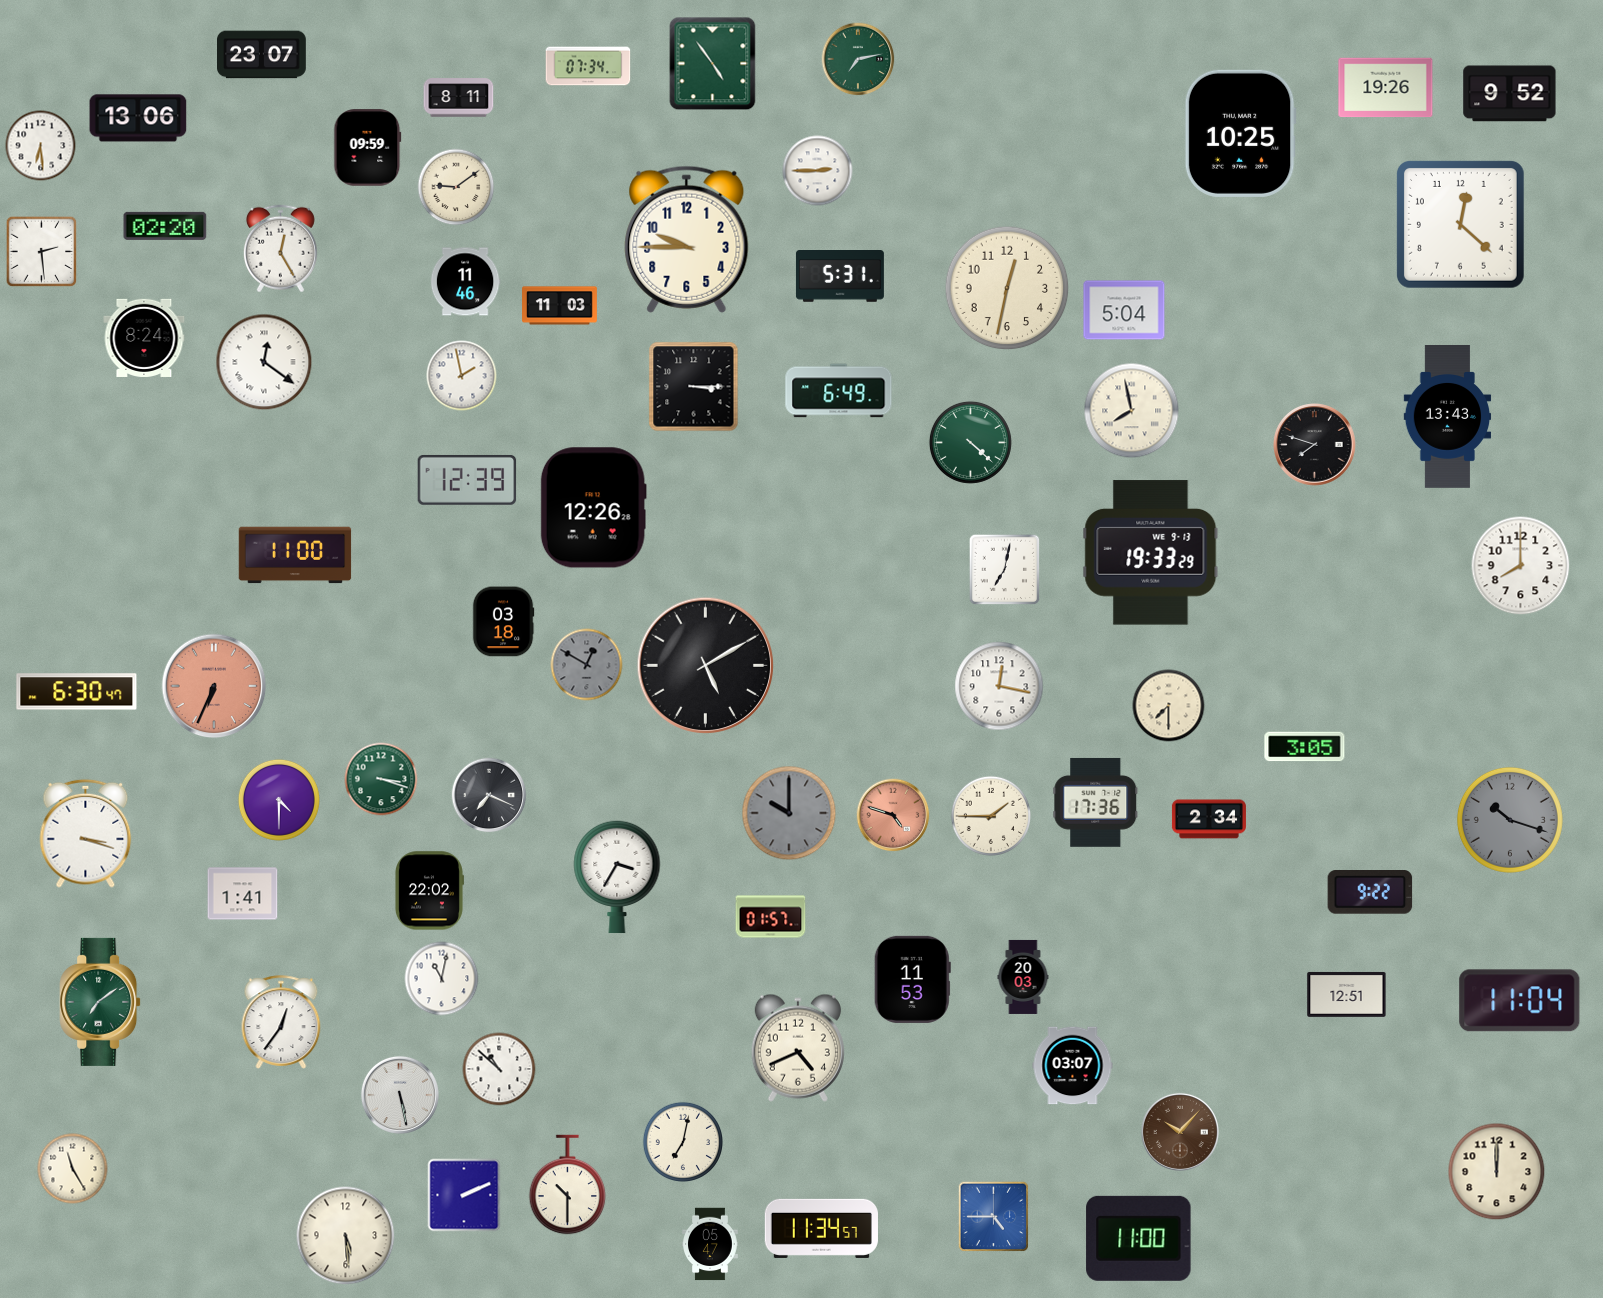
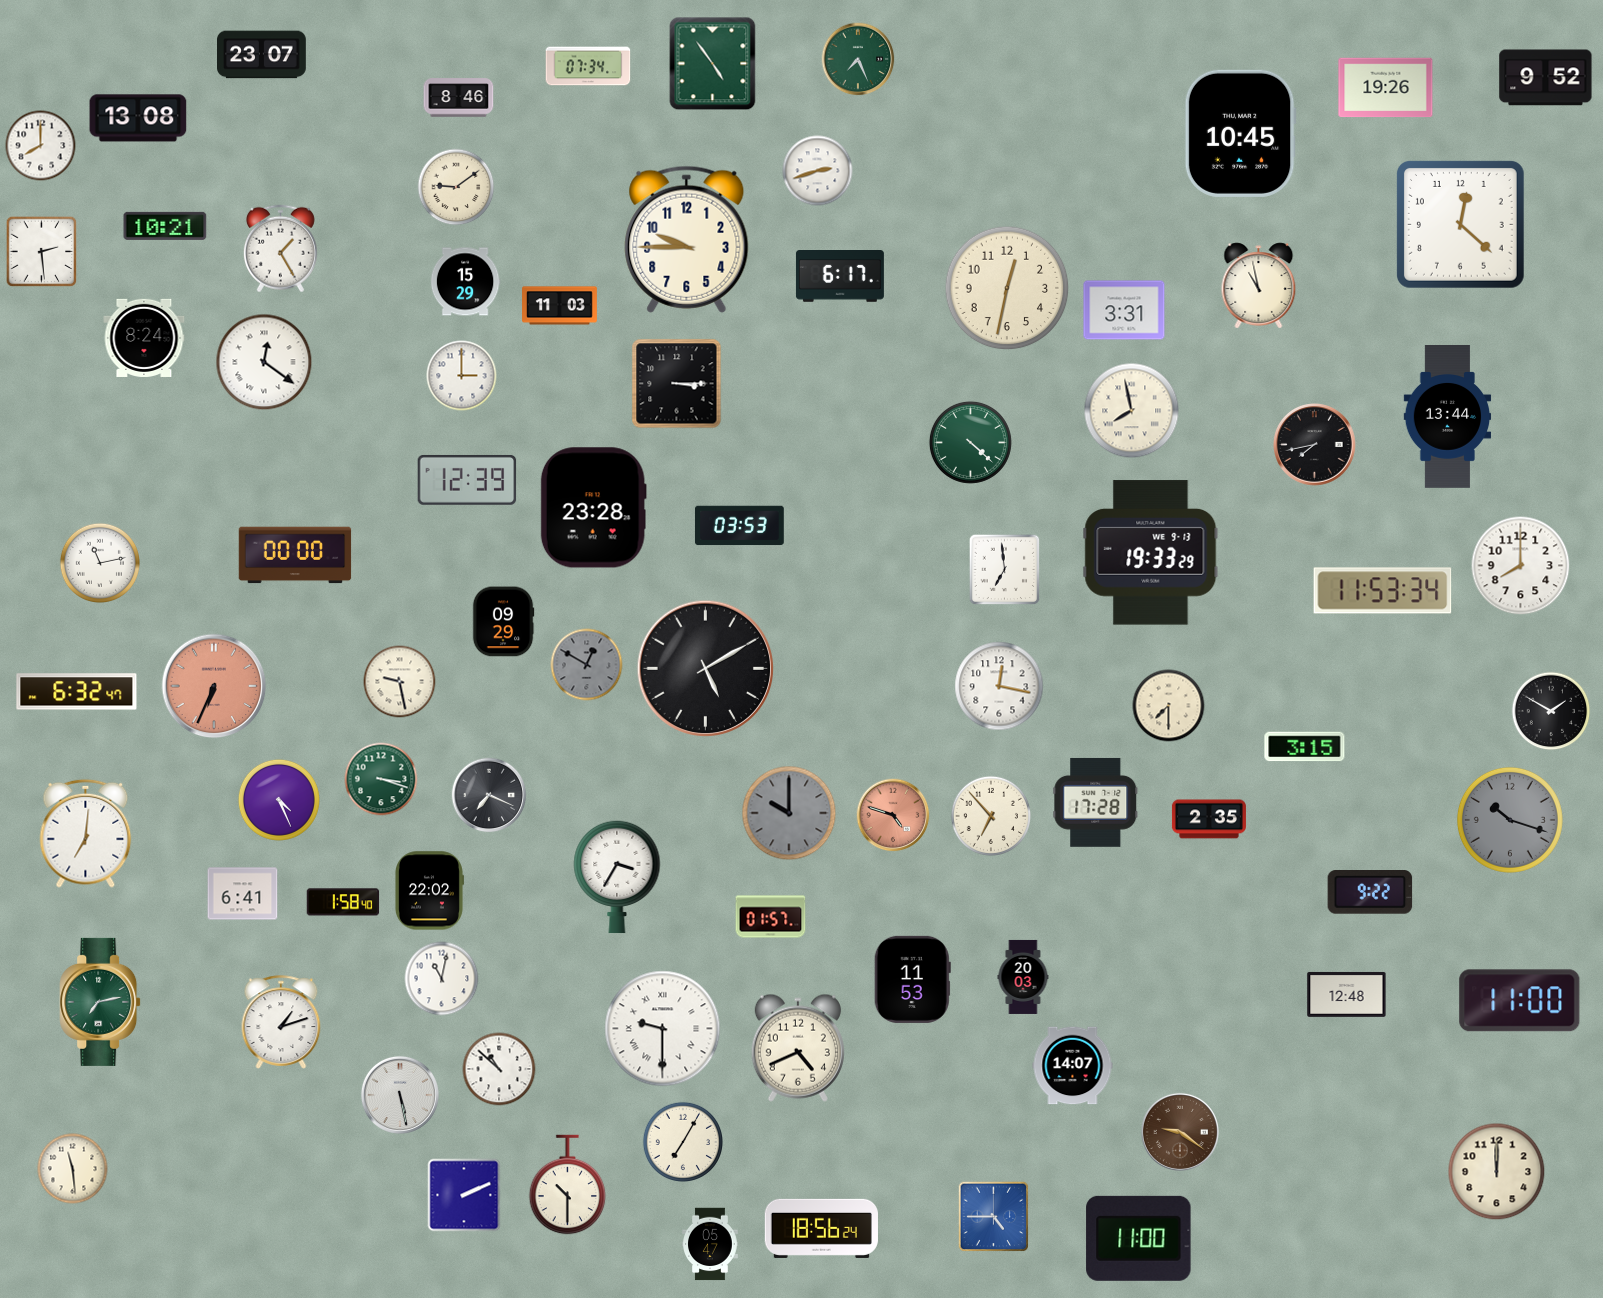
clock at (858, 59): 7:13 -> 7:26
clock at (1510, 94) position: (1510, 94) -> (1546, 78)
clock at (459, 98): 8:11 -> 8:46
clock at (138, 118): 13:06 -> 13:08
clock at (1240, 133): 10:25 -> 10:45
clock at (41, 146): 6:29 -> 8:00
clock at (368, 148): 09:59 -> none
clock at (818, 171): 2:45 -> 2:42
clock at (165, 226): 02:20 -> 10:21
clock at (280, 249): 12:25 -> 1:25
clock at (840, 277): 5:31 -> 6:17
clock at (465, 282): 11:46 -> 15:29
clock at (1259, 286): none -> 10:58
clock at (1124, 310): 5:04 -> 3:31
clock at (462, 376): 1:58 -> 3:00
clock at (694, 387) position: (694, 387) -> (677, 384)
clock at (839, 391): 6:49 -> none
clock at (1448, 417): 13:43 -> 13:44
clock at (1315, 445): 7:48 -> 7:43
clock at (593, 508): 12:26 -> 23:28
clock at (739, 526): none -> 03:53
clock at (295, 555): 11:00 -> 00:00
clock at (99, 562): none -> 11:13
clock at (1005, 570): 7:02 -> 6:59
clock at (1383, 591): none -> 11:53
clock at (503, 622): 03:18 -> 09:29
clock at (705, 666) position: (705, 666) -> (705, 669)
clock at (400, 682): none -> 9:28
clock at (77, 692): 6:30 -> 6:32
clock at (1551, 711): none -> 1:50
clock at (1305, 747): 3:05 -> 3:15
clock at (279, 800): 4:30 -> 4:26
clock at (1096, 802): 17:36 -> 17:28
clock at (990, 815): 1:45 -> 6:53
clock at (1209, 819): 2:34 -> 2:35
clock at (86, 833): 3:18 -> 7:01
clock at (243, 894): 1:41 -> 6:41
clock at (343, 902): none -> 1:58
clock at (1347, 994): 12:51 -> 12:48
clock at (1520, 1001): 11:04 -> 11:00
clock at (100, 1002): 7:09 -> 7:13
clock at (281, 1022): 12:36 -> 1:12
clock at (663, 1029): none -> 9:30
clock at (1073, 1066): 03:07 -> 14:07
clock at (1180, 1132): 10:07 -> 9:21
clock at (682, 1141): 7:02 -> 7:05
clock at (73, 1169): 11:25 -> 11:29
clock at (821, 1228): 11:34 -> 18:56
clock at (346, 1236): 5:29 -> none
